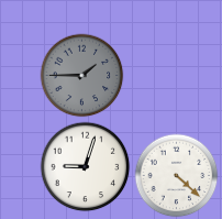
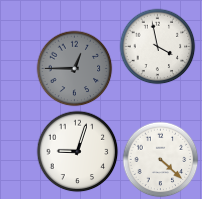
clock at (158, 47): none -> 3:58
clock at (82, 76): 1:45 -> 12:45
